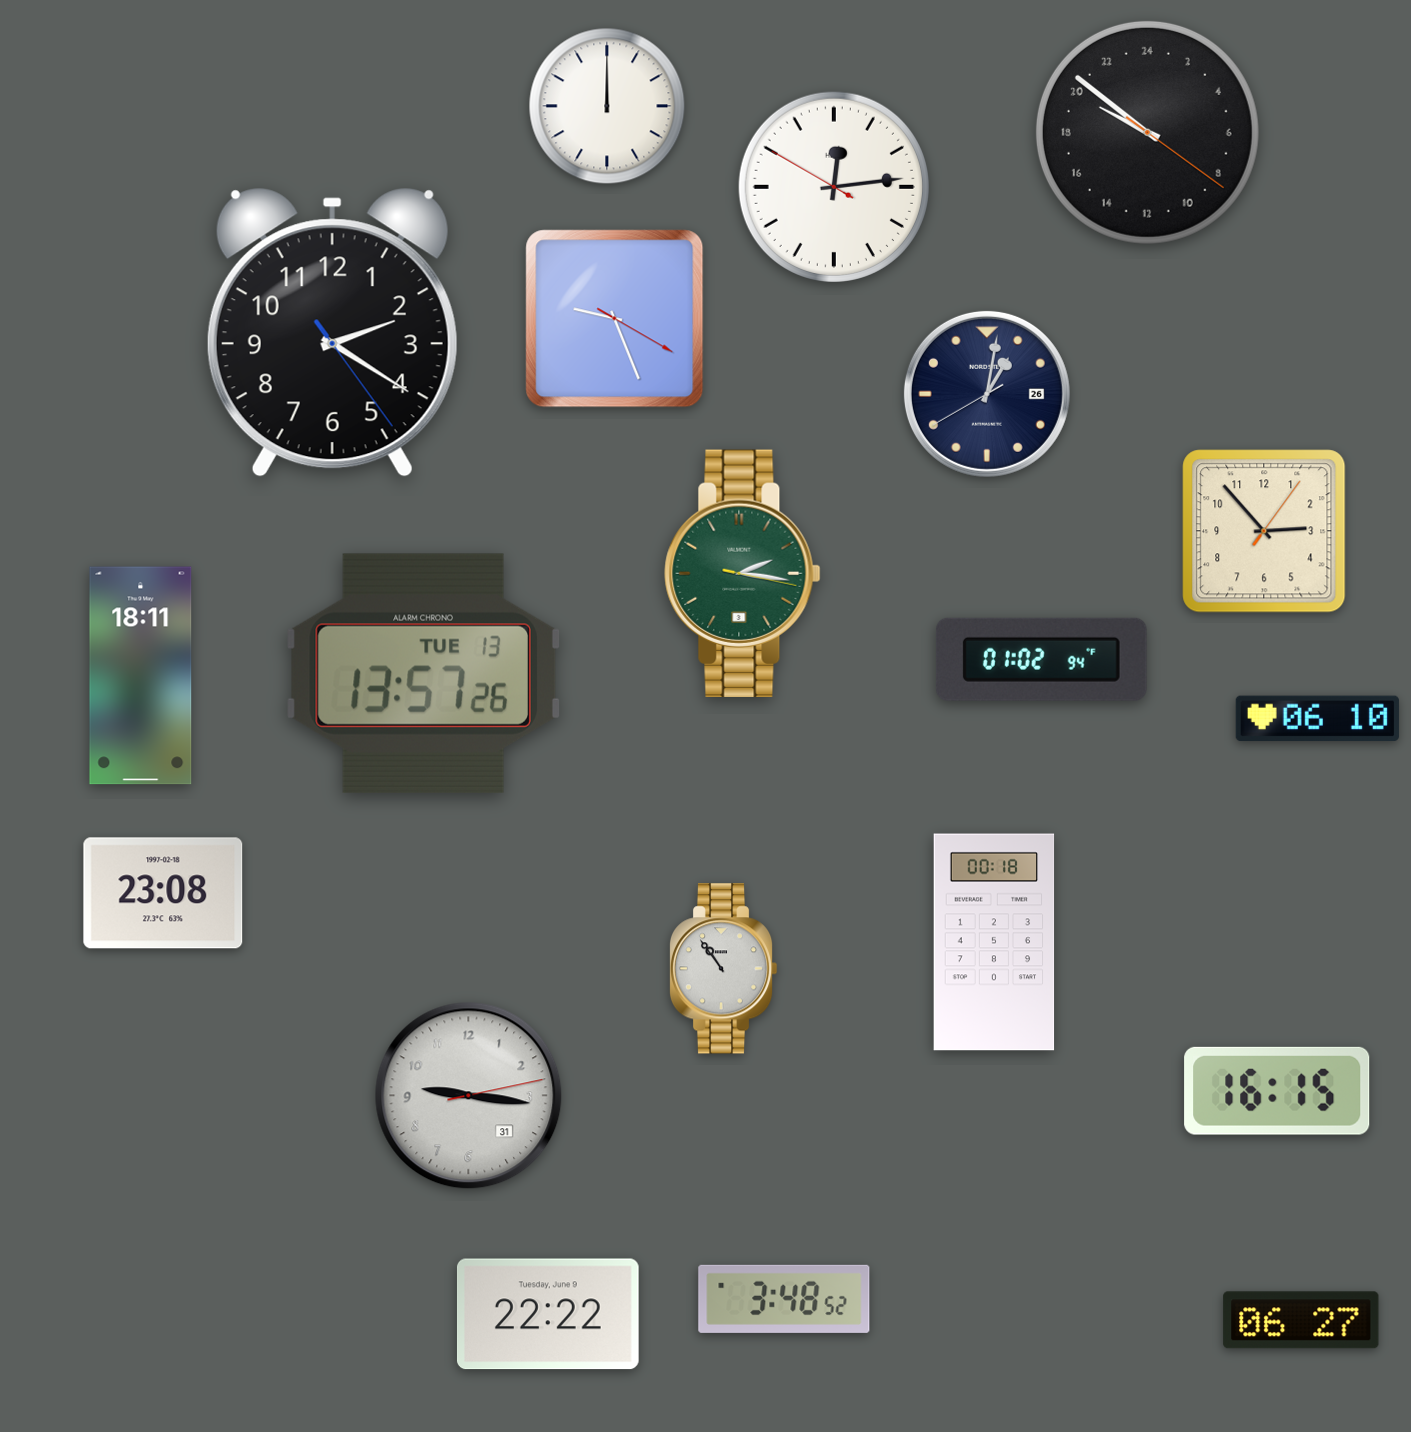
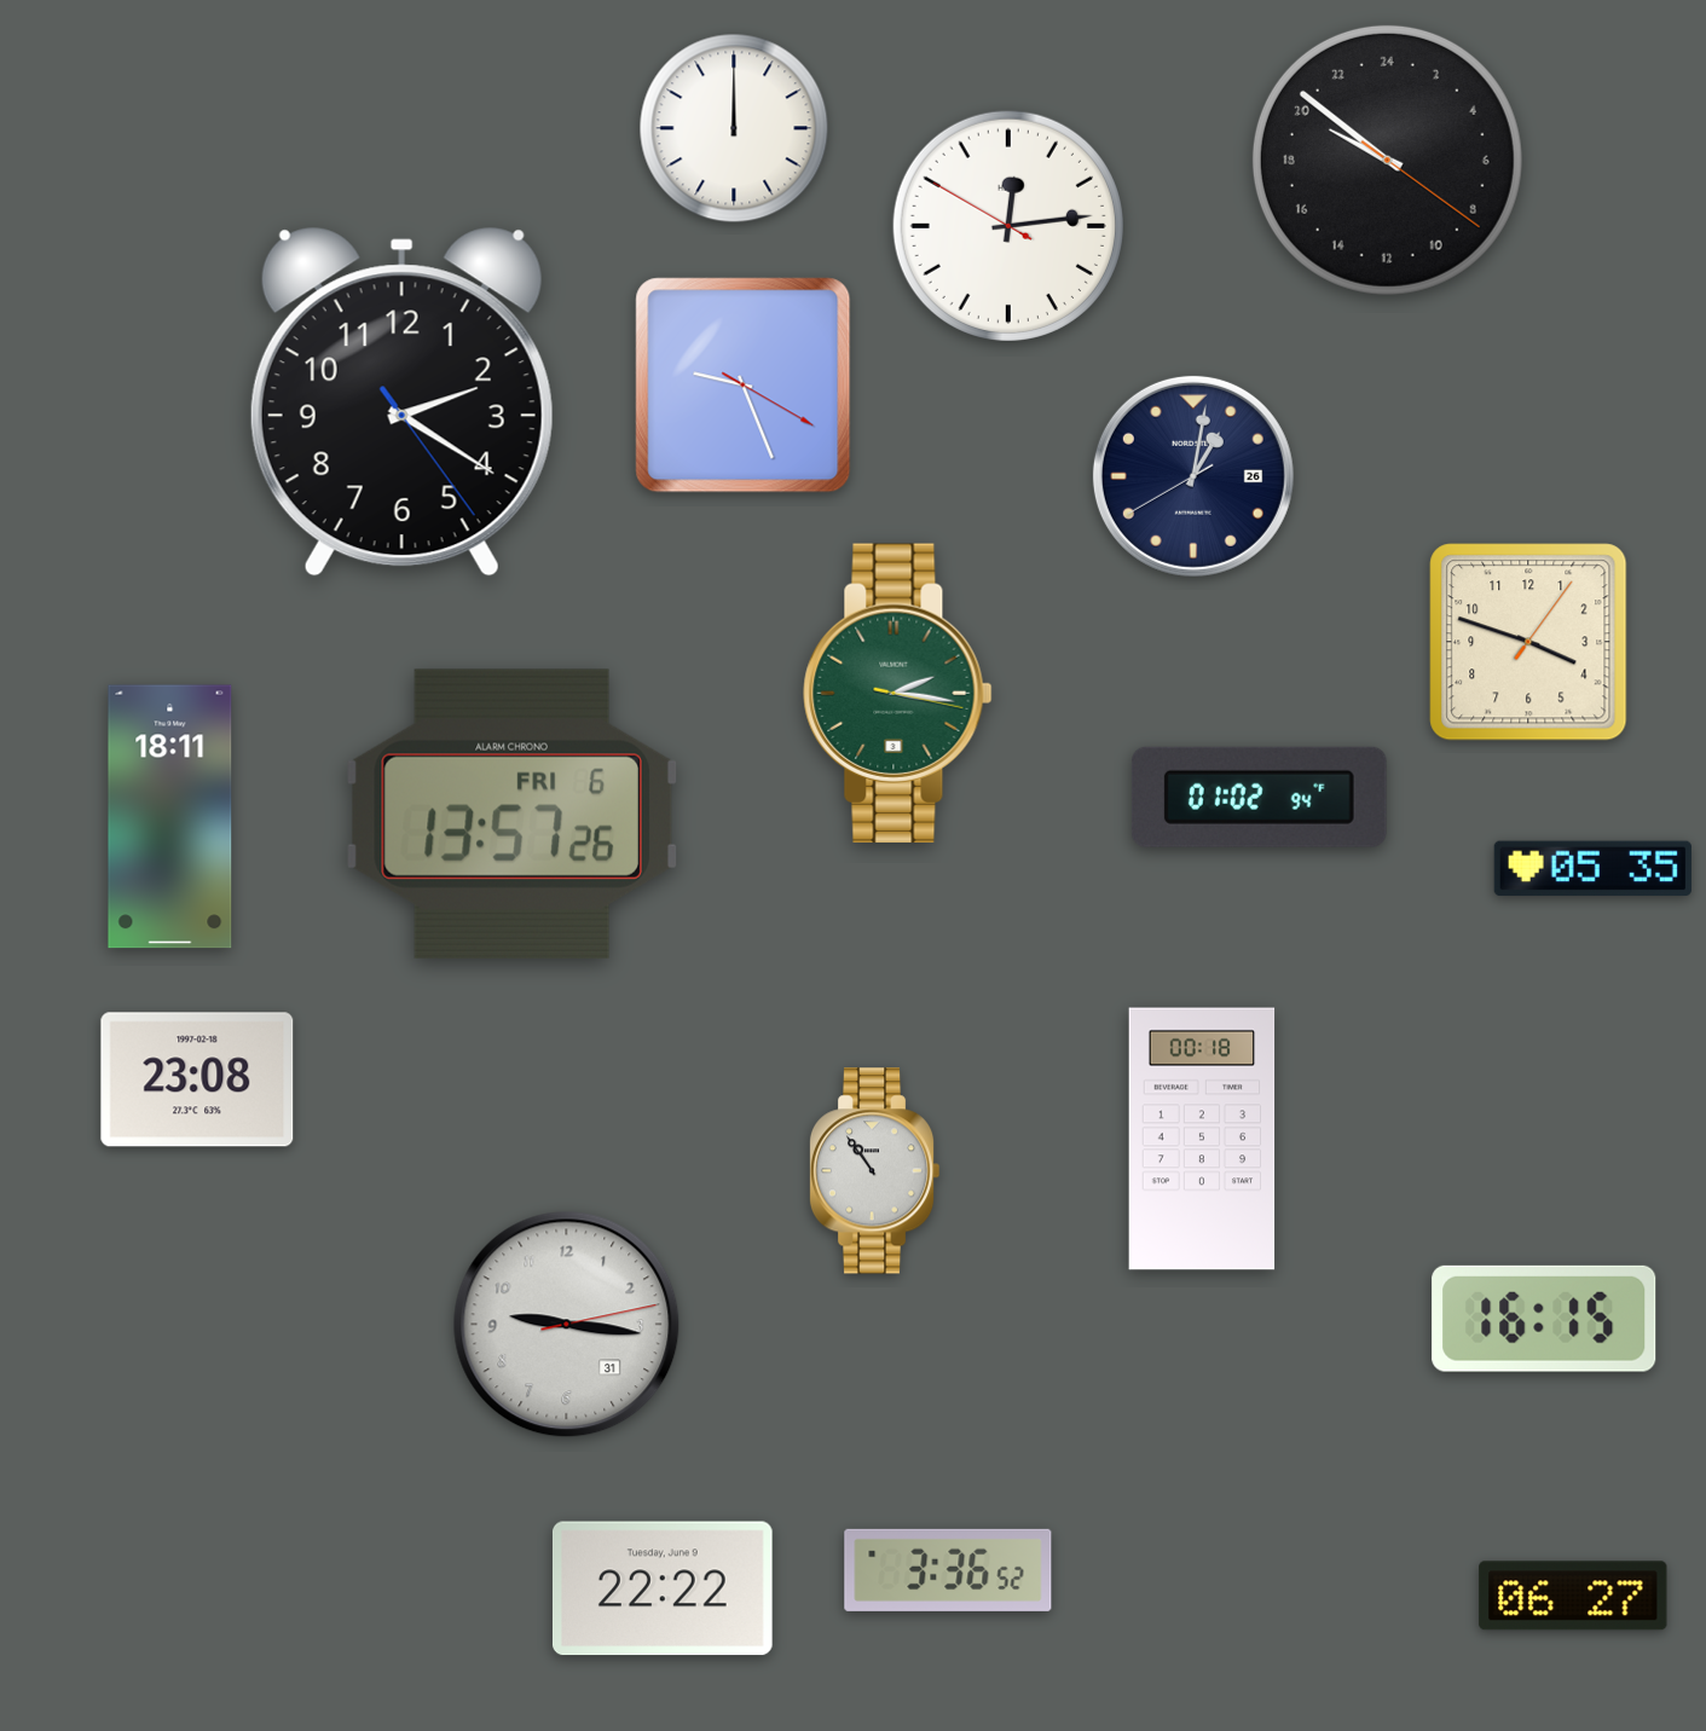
clock at (1264, 531): 2:53 -> 3:48
clock at (423, 673) date: TUE 13 -> FRI 6
clock at (1317, 719): 06:10 -> 05:35
clock at (784, 1299): 3:48 -> 3:36
